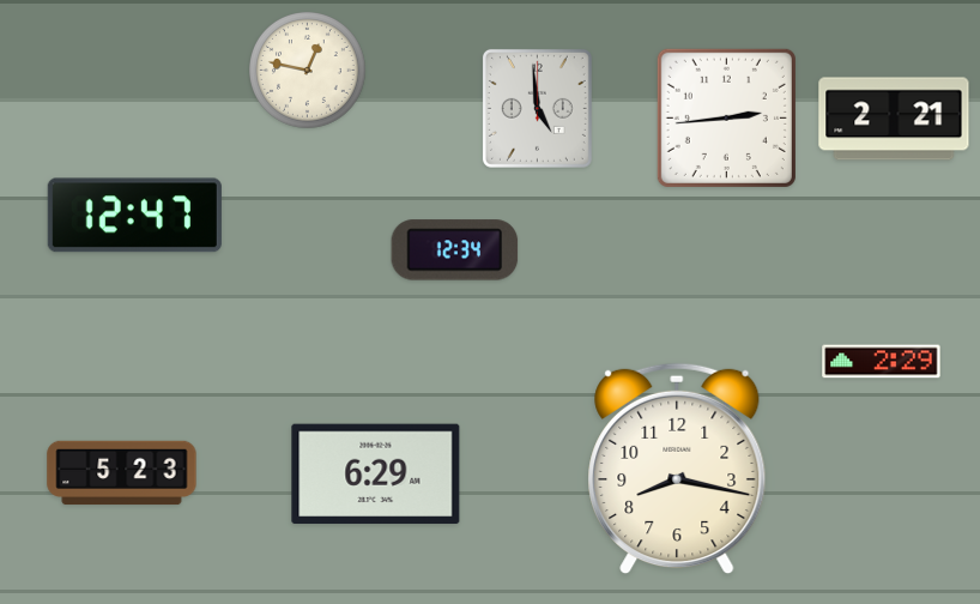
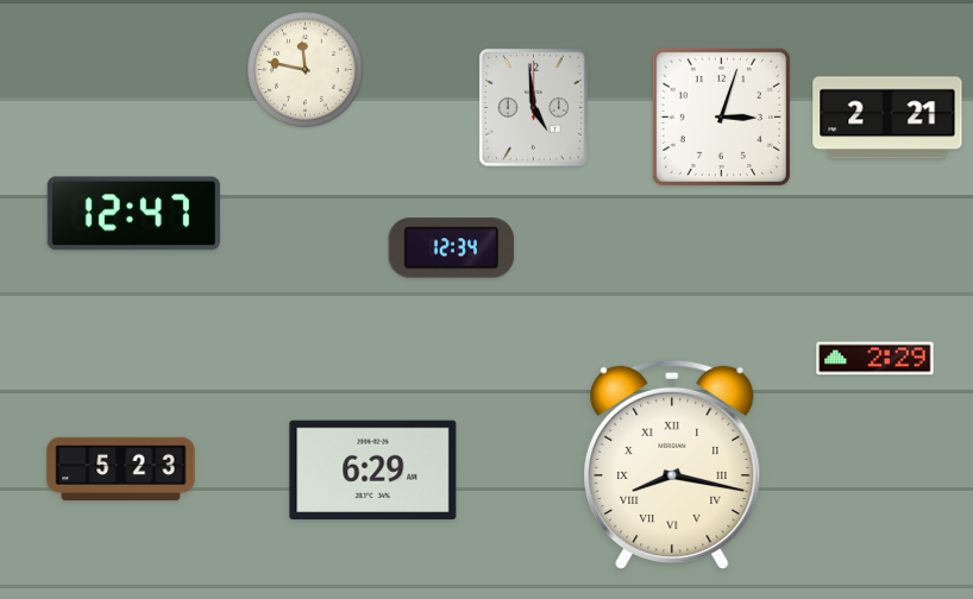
clock at (308, 71): 12:47 -> 11:47
clock at (726, 117): 2:44 -> 3:03
clock at (677, 469) numerals: Arabic -> Roman
